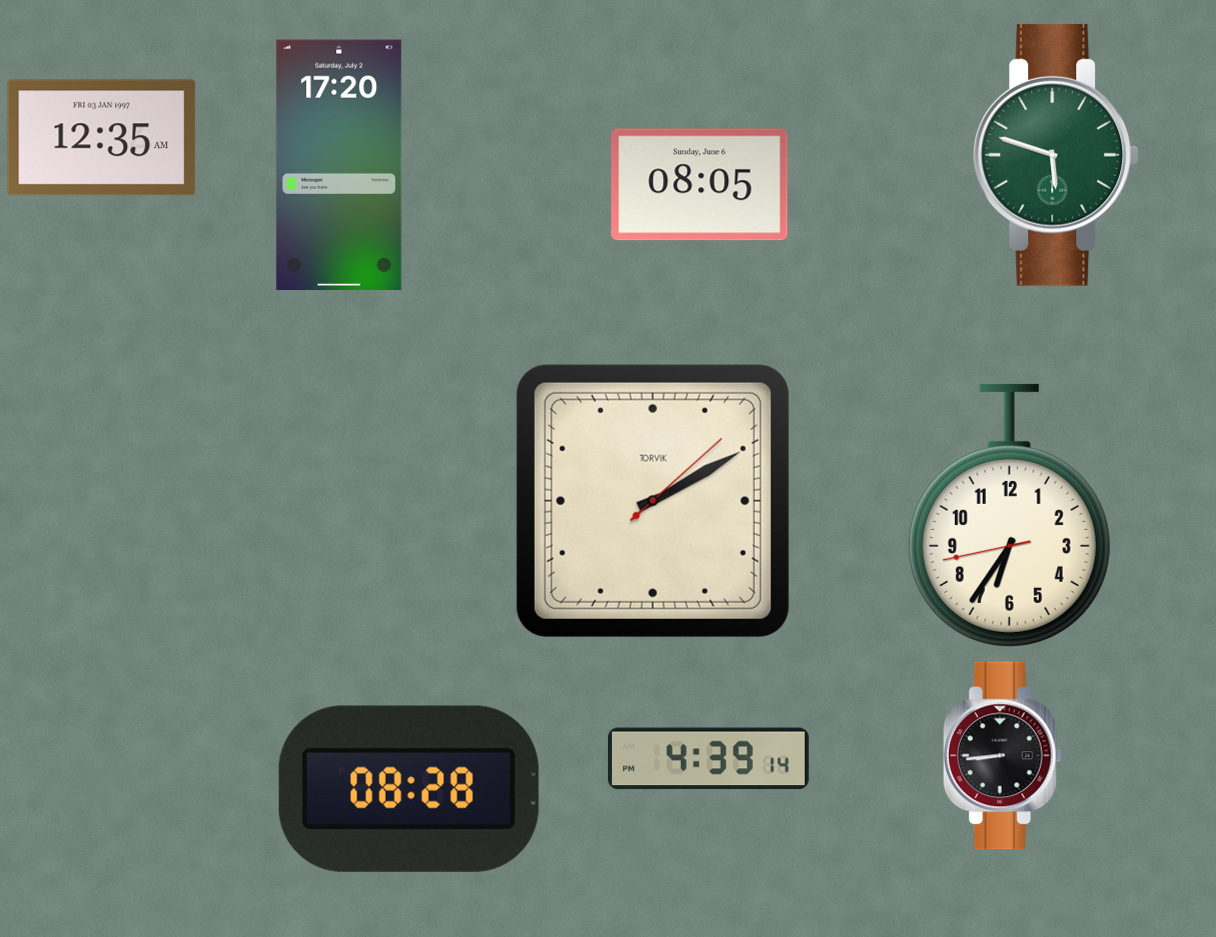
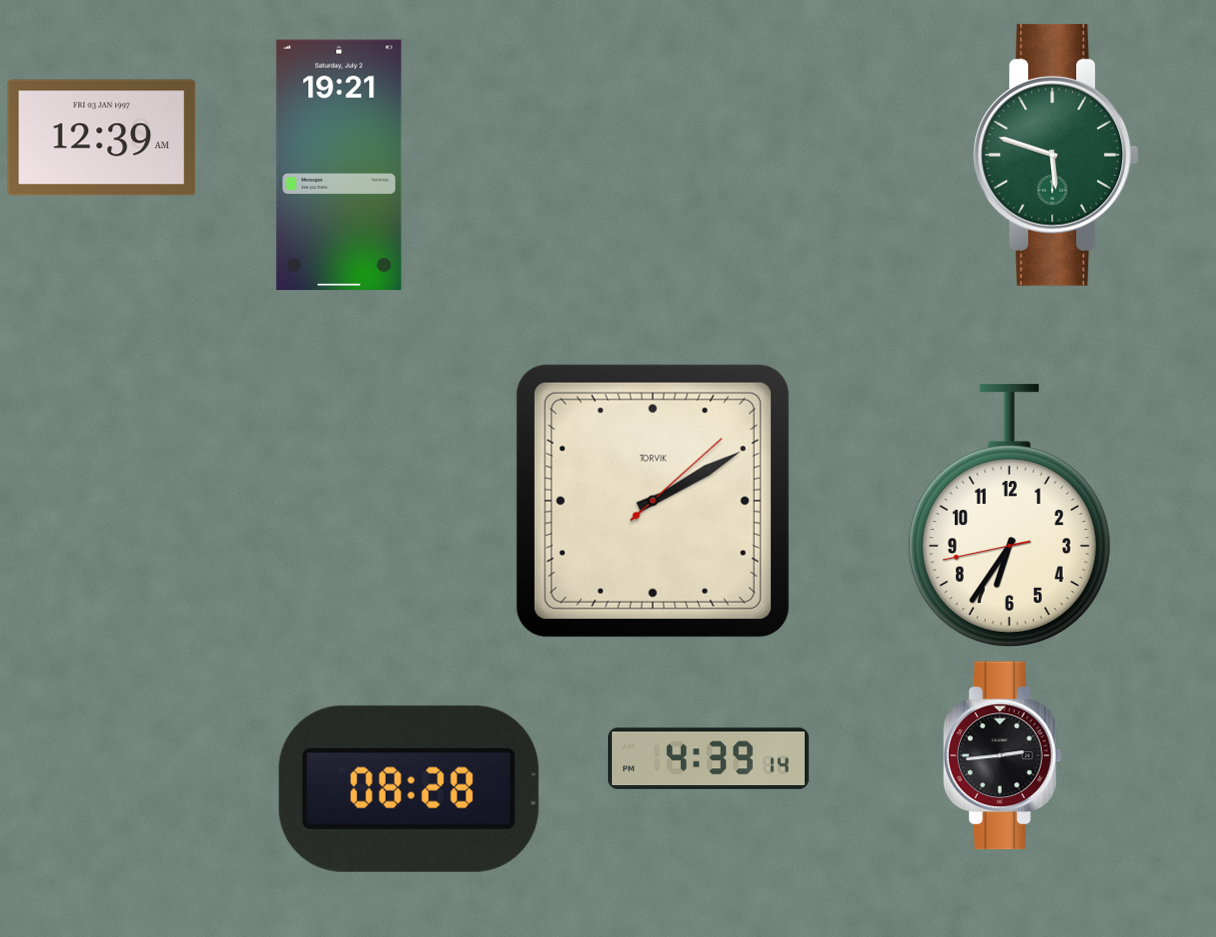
clock at (102, 138): 12:35 -> 12:39
clock at (339, 164): 17:20 -> 19:21
clock at (700, 185): 08:05 -> none
clock at (1002, 756): 8:44 -> 2:44
